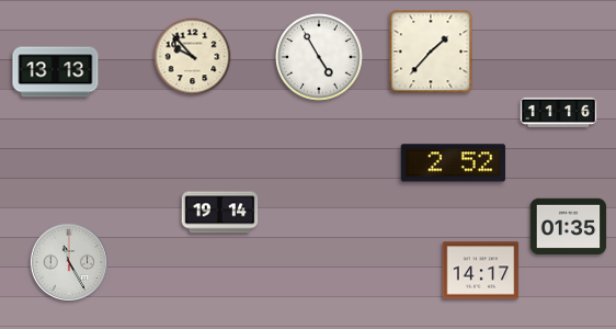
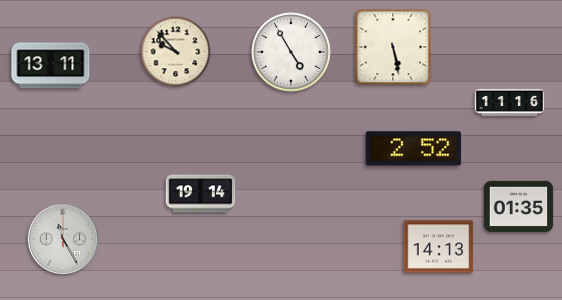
clock at (431, 52): 1:37 -> 5:28
clock at (56, 72): 13:13 -> 13:11
clock at (481, 271): 14:17 -> 14:13
